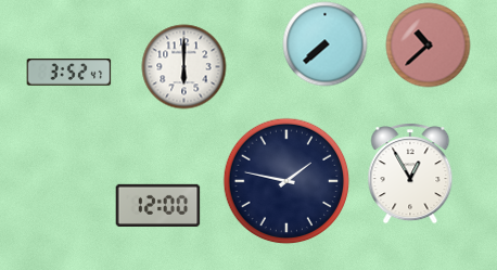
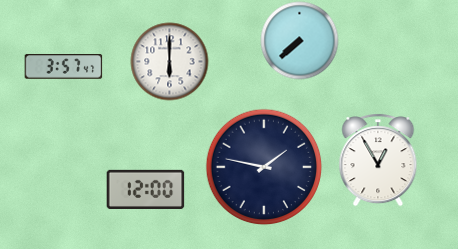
clock at (428, 44): 10:38 -> none
clock at (68, 73): 3:52 -> 3:57
